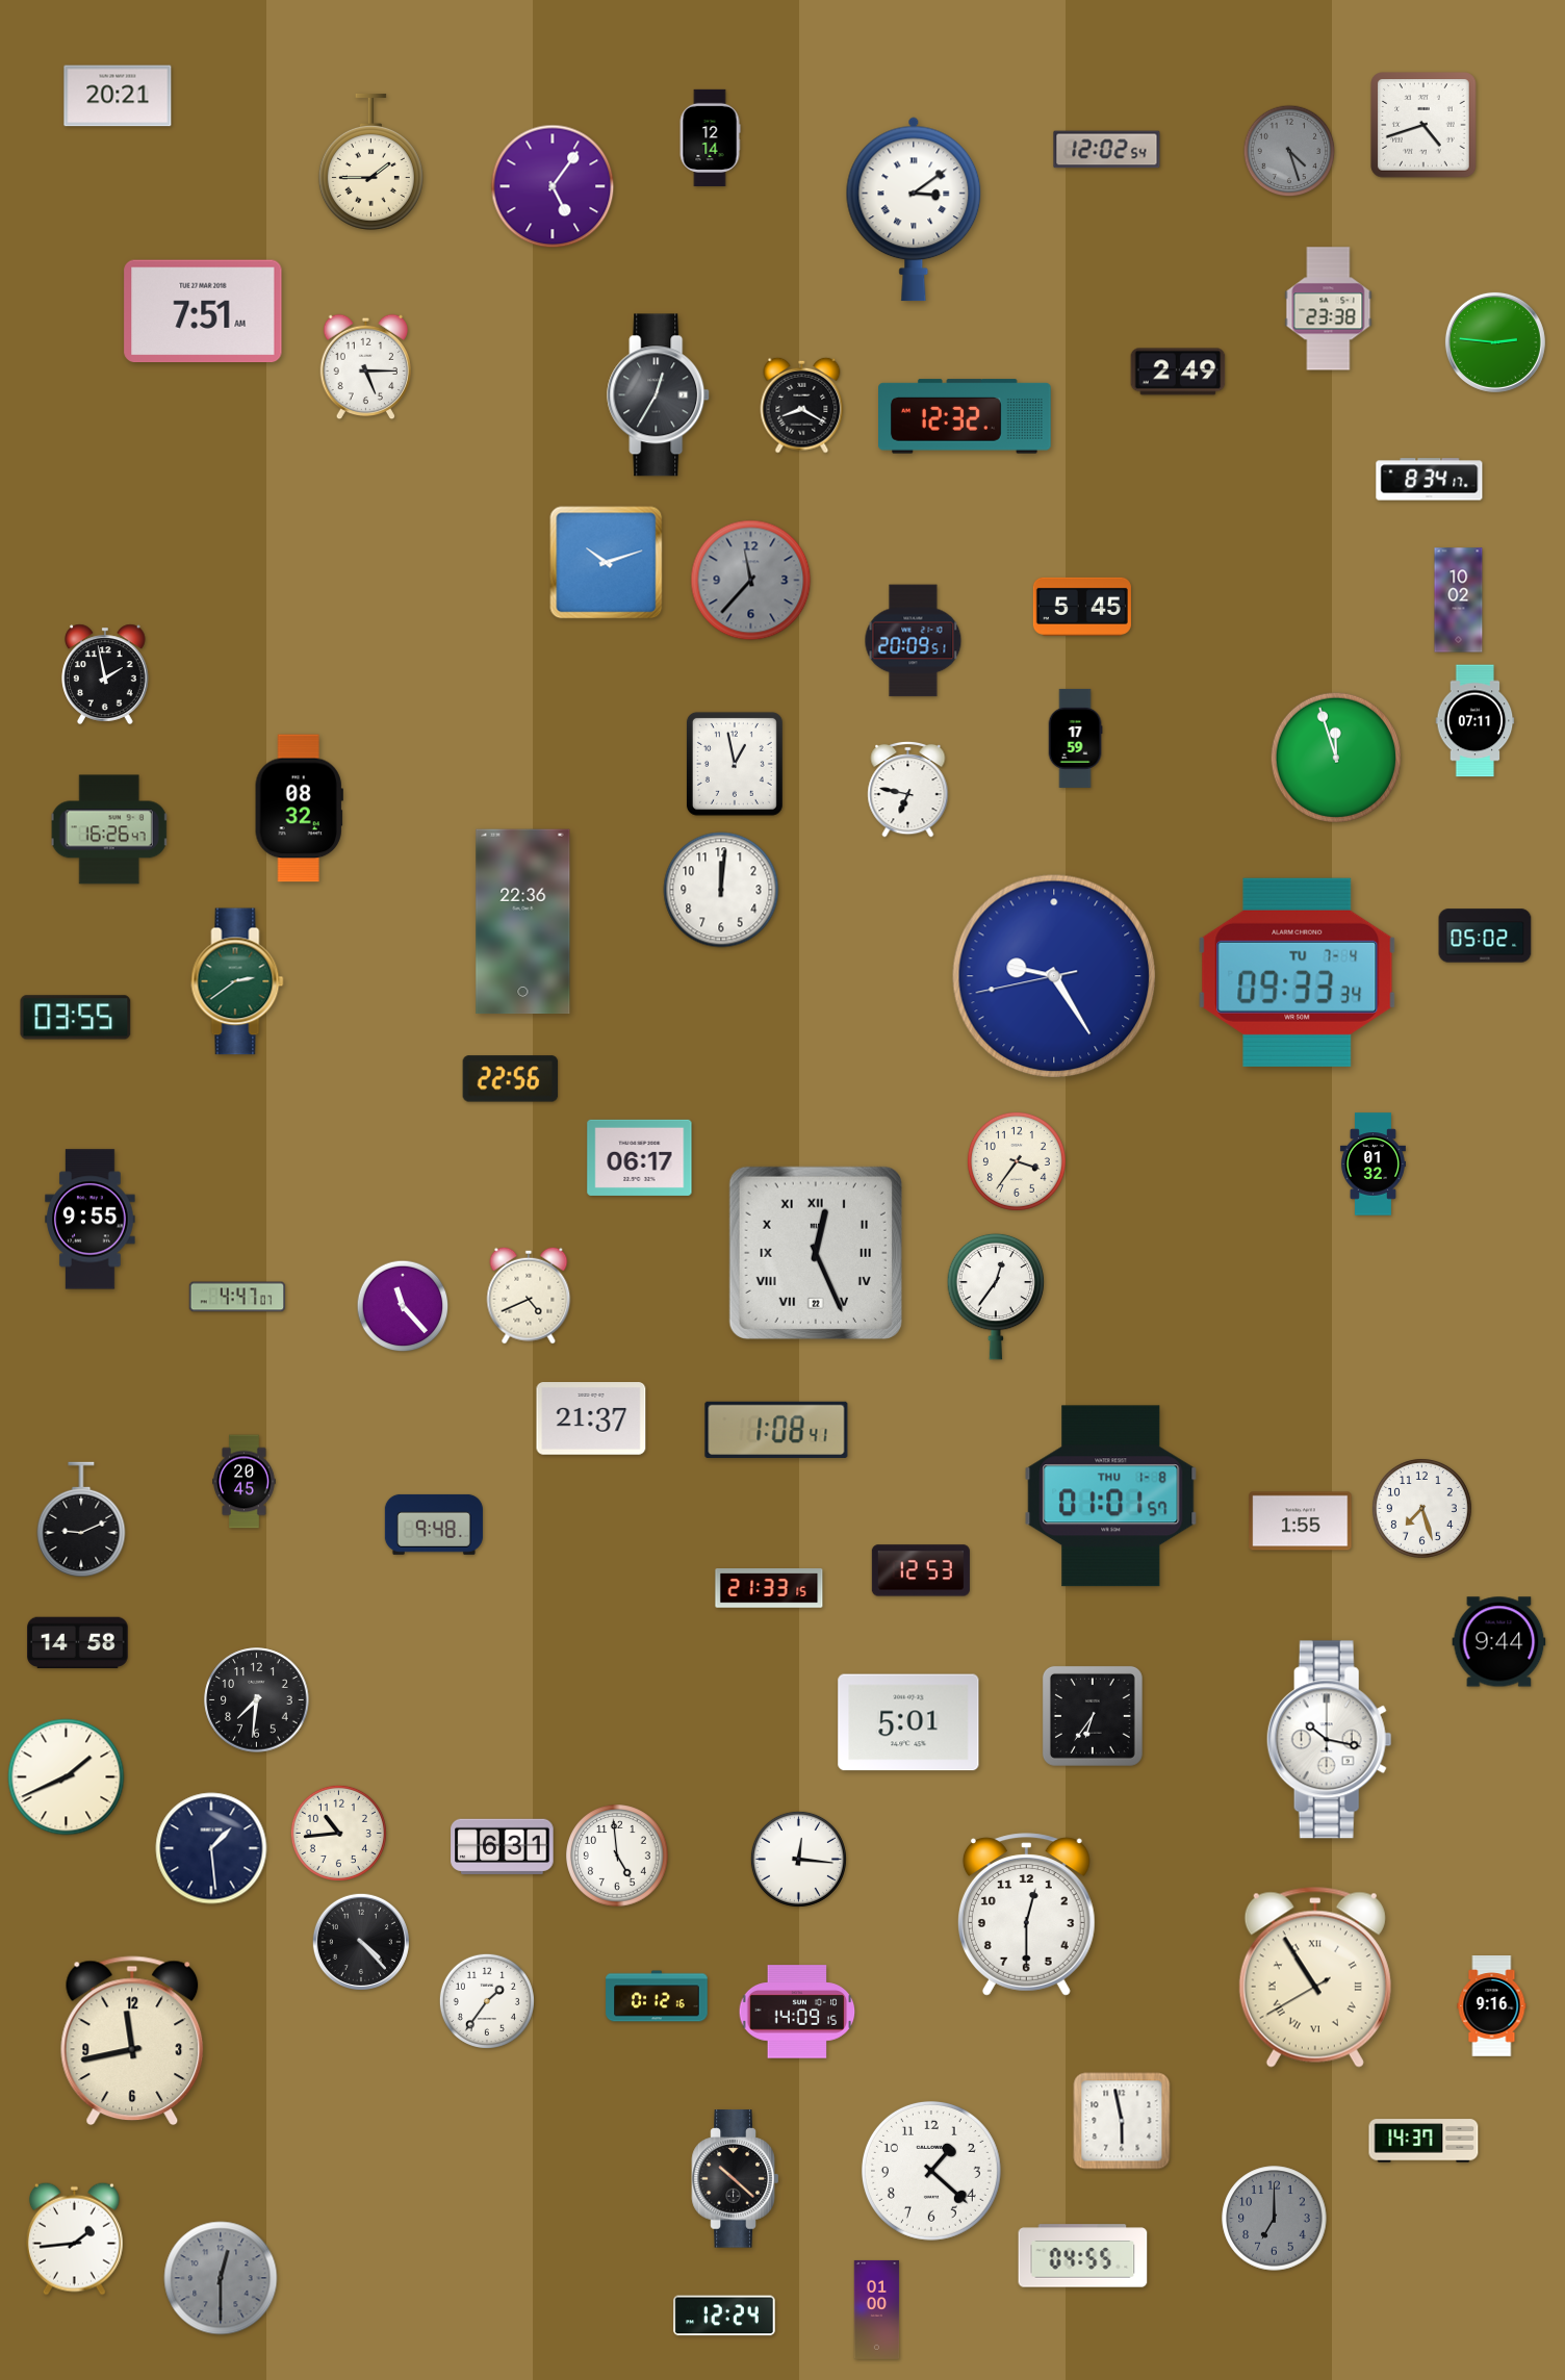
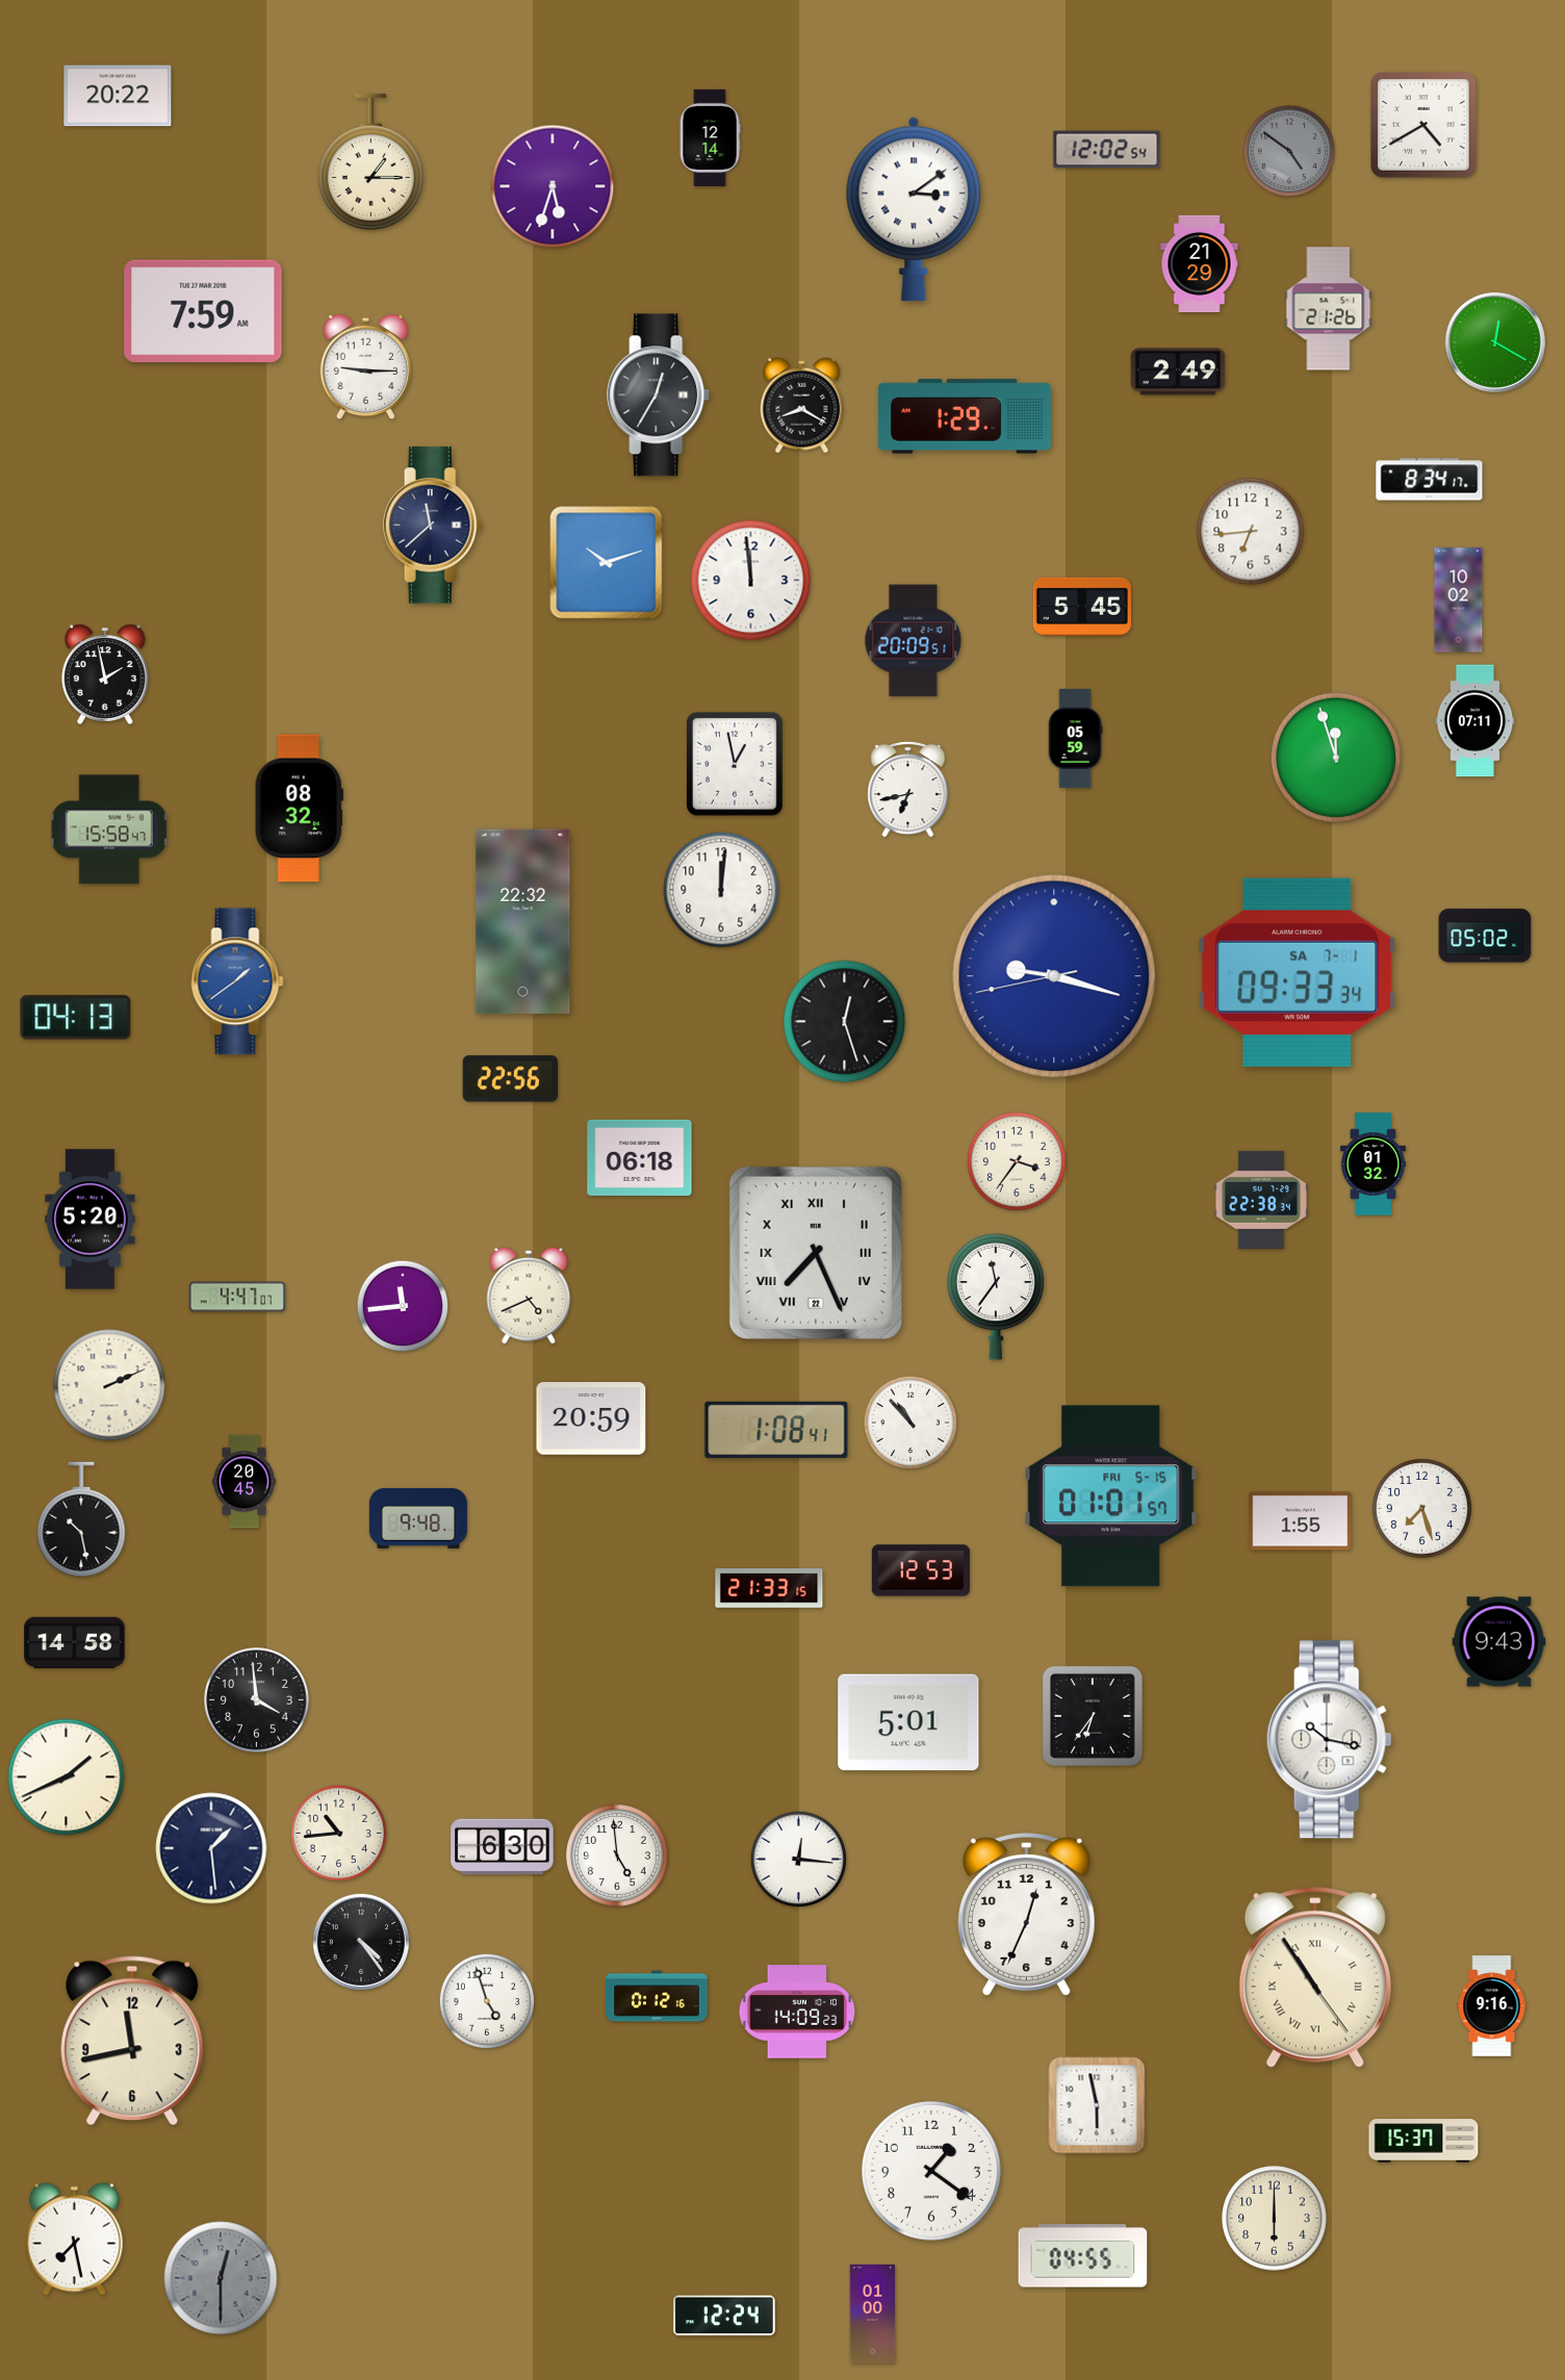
clock at (118, 96): 20:21 -> 20:22
clock at (1423, 125): 4:42 -> 4:40
clock at (1289, 151): 4:27 -> 4:51
clock at (370, 161): 1:45 -> 1:15
clock at (553, 186): 5:06 -> 5:33
clock at (1200, 263): none -> 21:29
clock at (1329, 309): 23:38 -> 21:26
clock at (203, 311): 7:51 -> 7:59
clock at (1495, 342): 2:46 -> 12:20
clock at (365, 367): 5:15 -> 9:15
clock at (966, 416): 12:32 -> 1:29
clock at (433, 526): none -> 11:38
clock at (1251, 532): none -> 6:44
clock at (751, 581): 11:37 -> 11:59
clock at (751, 581) dial: grey -> white
clock at (1075, 738): 17:59 -> 05:59
clock at (908, 789): 6:47 -> 6:43
clock at (109, 829): 16:26 -> 15:58
clock at (523, 922): 22:36 -> 22:32
clock at (1298, 972) date: TU 7-4 -> SA 7-1
clock at (1054, 976): 9:24 -> 9:17
clock at (237, 981): 2:39 -> 1:39
clock at (237, 981) dial: green -> blue
clock at (76, 1018): 03:55 -> 04:13
clock at (845, 1022): none -> 12:27
clock at (640, 1157): 06:17 -> 06:18
clock at (1261, 1200): none -> 22:38
clock at (91, 1220): 9:55 -> 5:20
clock at (816, 1253): 12:26 -> 7:26
clock at (996, 1297): 12:36 -> 11:36
clock at (403, 1306): 11:23 -> 11:44
clock at (109, 1385): none -> 2:11
clock at (591, 1418): 21:37 -> 20:59
clock at (909, 1422): none -> 10:53
clock at (1111, 1496) date: THU 1-8 -> FRI 5-15
clock at (81, 1519): 9:11 -> 10:28
clock at (434, 1525) position: (434, 1525) -> (418, 1518)
clock at (1499, 1642): 9:44 -> 9:43
clock at (78, 1643) position: (78, 1643) -> (75, 1643)
clock at (257, 1700): 7:31 -> 3:59
clock at (503, 1846): 6:31 -> 6:30
clock at (1026, 1915): 12:30 -> 12:34
clock at (361, 1942): 4:23 -> 4:24
clock at (1315, 1977): 10:54:40 -> 10:54:24
clock at (487, 2001): 1:36 -> 4:57
clock at (797, 2012): 14:09:15 -> 14:09:23
clock at (1122, 2121) position: (1122, 2121) -> (1097, 2105)
clock at (1423, 2141): 14:37 -> 15:37
clock at (931, 2171): 1:22 -> 1:21
clock at (736, 2179): 10:22 -> none
clock at (1275, 2219): 7:00 -> 6:00
clock at (1275, 2219) dial: grey -> cream
clock at (74, 2238): 1:44 -> 7:28
clock at (877, 2309) position: (877, 2309) -> (873, 2313)
